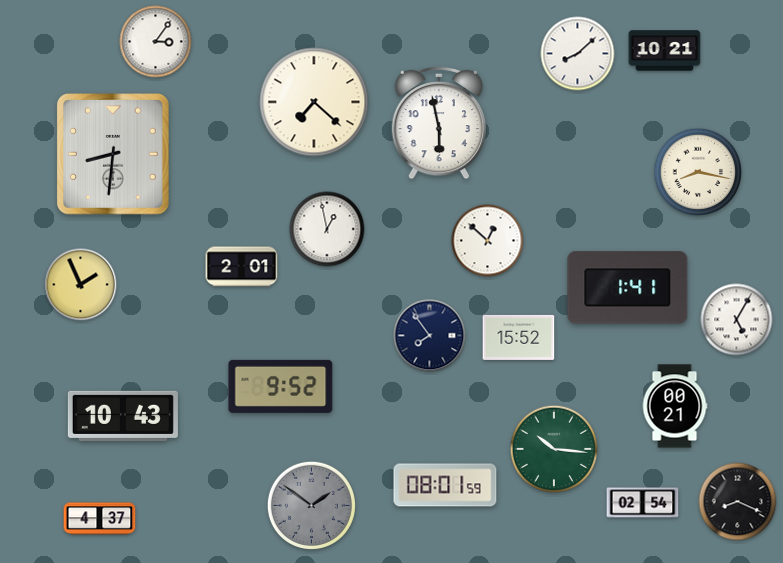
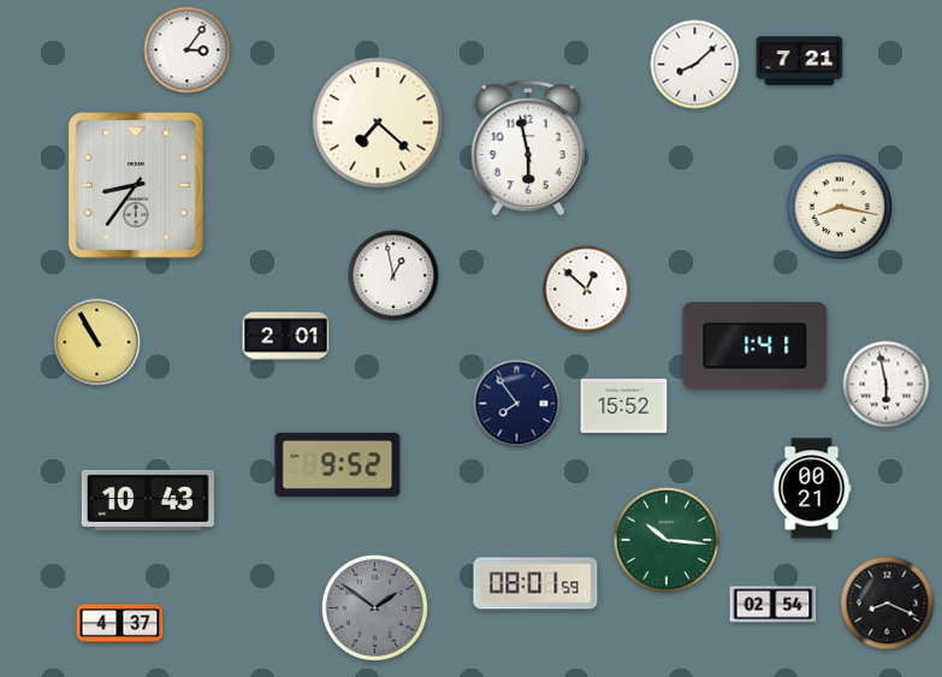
clock at (665, 51): 10:21 -> 7:21
clock at (114, 154): 8:31 -> 8:36
clock at (242, 267) position: (242, 267) -> (286, 337)
clock at (81, 285): 1:56 -> 10:55
clock at (737, 320): 5:05 -> 5:58
